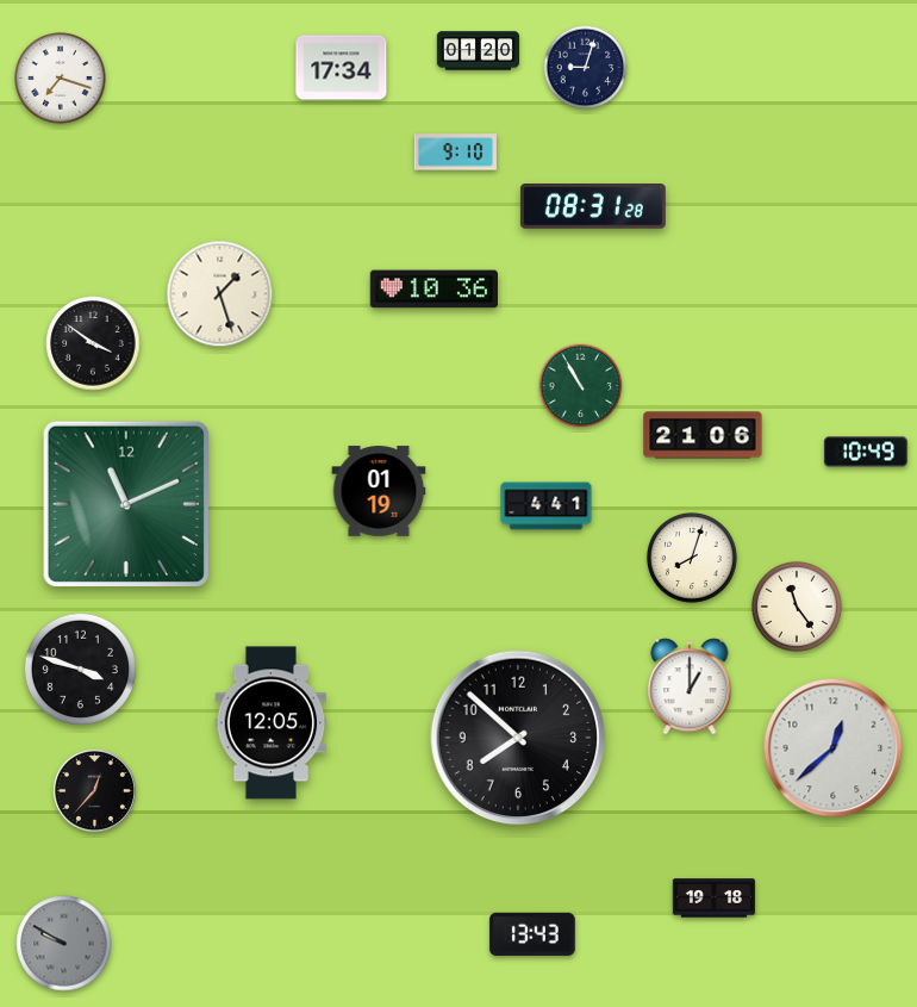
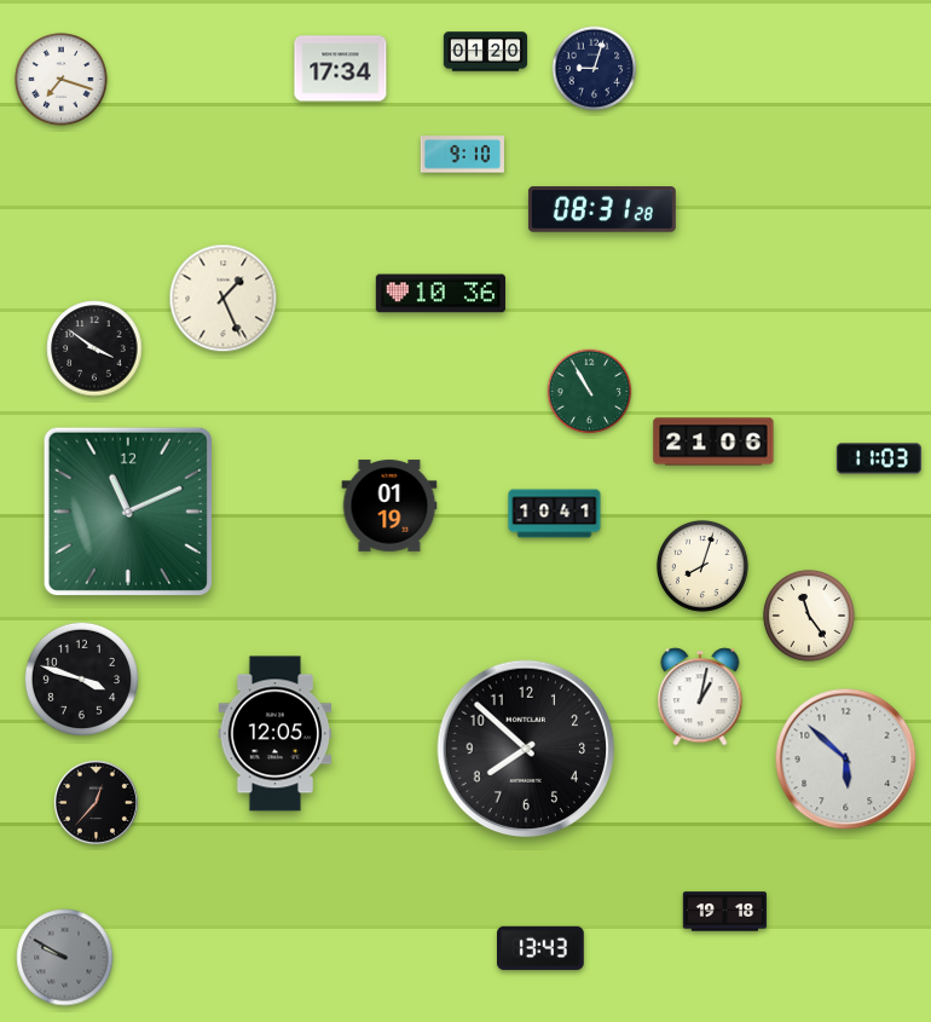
clock at (342, 68) position: (342, 68) -> (341, 69)
clock at (220, 294): 1:27 -> 1:26
clock at (866, 452): 10:49 -> 11:03
clock at (379, 491) position: (379, 491) -> (389, 506)
clock at (547, 506): 4:41 -> 10:41
clock at (690, 686): 1:00 -> 1:02
clock at (834, 748): 12:38 -> 5:52
